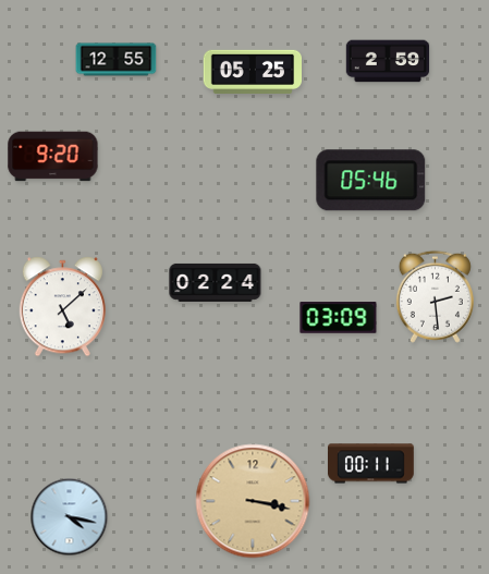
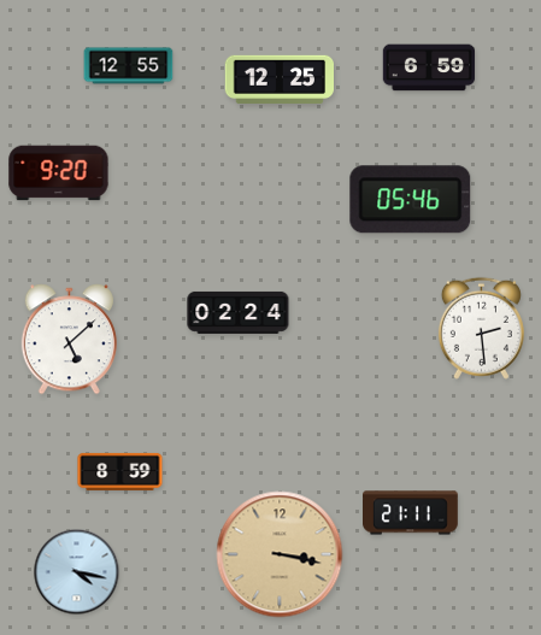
clock at (388, 61): 2:59 -> 6:59
clock at (252, 71): 05:25 -> 12:25
clock at (339, 318): 03:09 -> none
clock at (120, 471): none -> 8:59
clock at (371, 464): 00:11 -> 21:11
